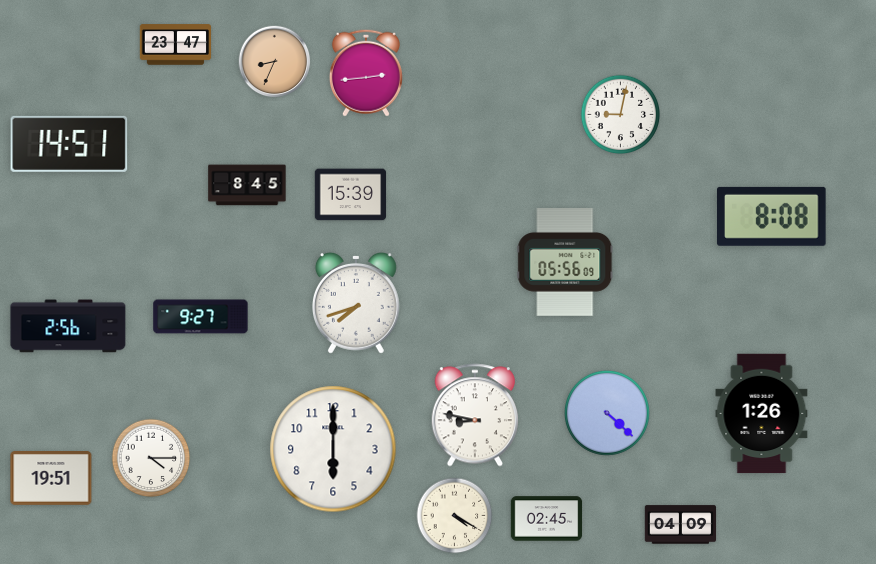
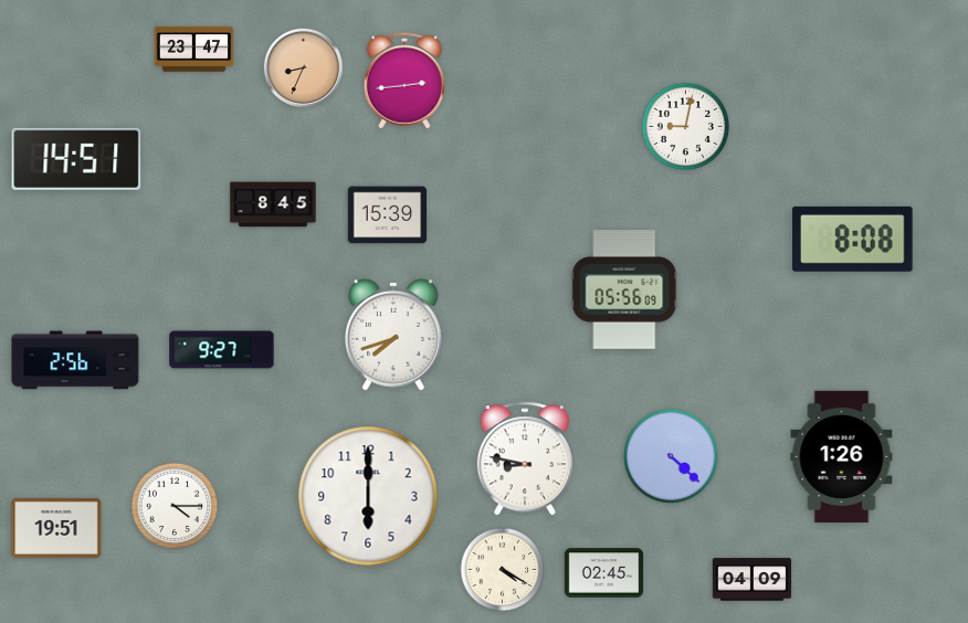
clock at (151, 458) position: (151, 458) -> (175, 506)
